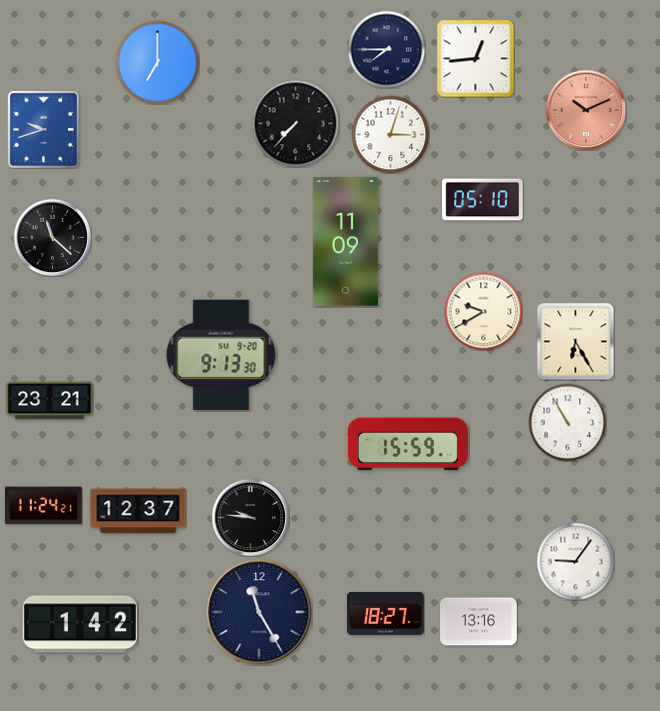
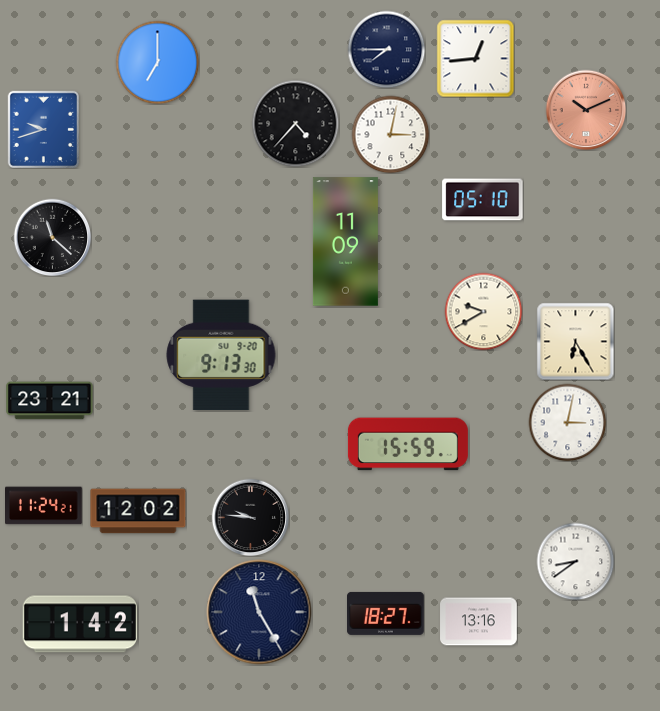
clock at (295, 123): 7:37 -> 4:37
clock at (390, 134): 3:03 -> 3:02
clock at (567, 422): 10:55 -> 3:02
clock at (138, 511): 12:37 -> 12:02
clock at (575, 561): 9:06 -> 8:39
